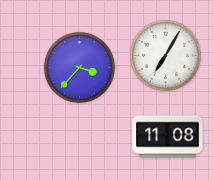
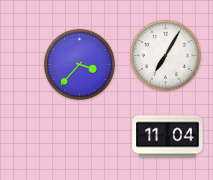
clock at (79, 67) position: (79, 67) -> (79, 64)
clock at (168, 137): 11:08 -> 11:04
